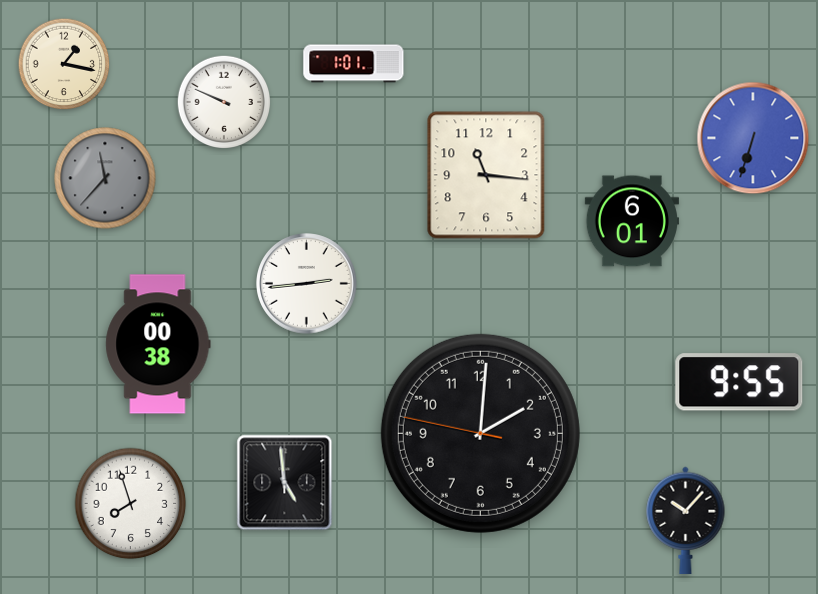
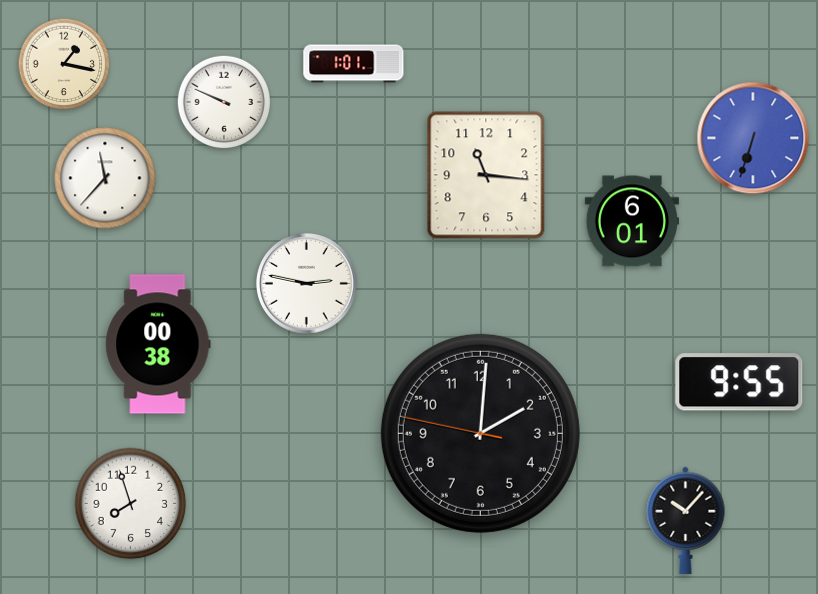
clock at (105, 178) dial: grey -> white
clock at (307, 284): 2:44 -> 2:47
clock at (285, 483): 4:59 -> none
